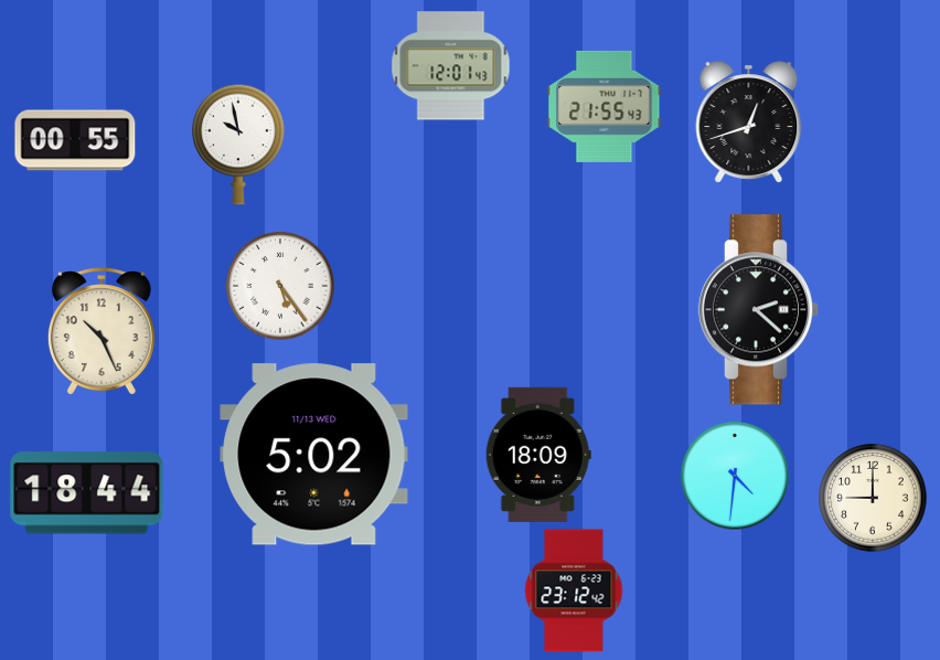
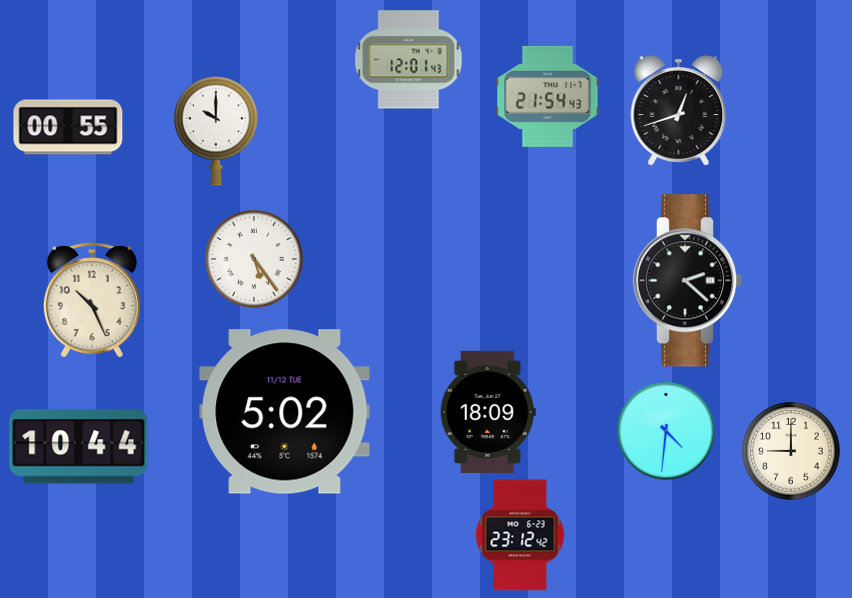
clock at (605, 106): 21:55 -> 21:54
clock at (238, 145): 9:58 -> 10:00
clock at (314, 455) date: 11/13 WED -> 11/12 TUE
clock at (87, 493): 18:44 -> 10:44
